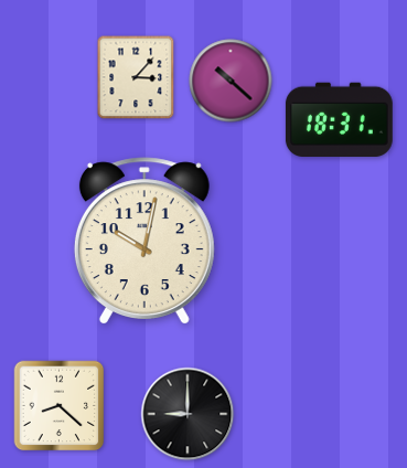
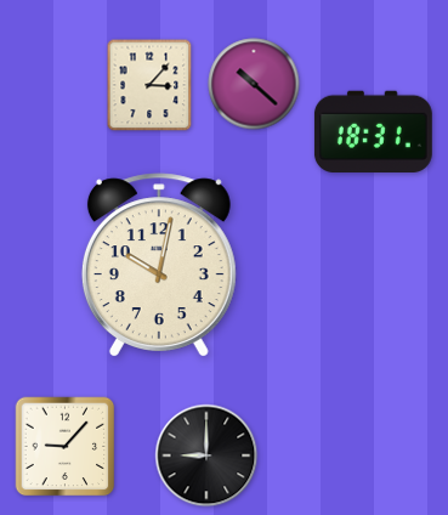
clock at (231, 81) position: (231, 81) -> (254, 84)
clock at (60, 406): 8:22 -> 9:07
